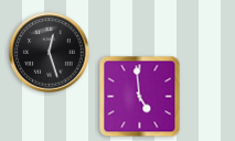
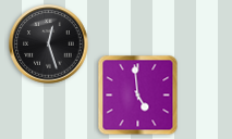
clock at (50, 53) position: (50, 53) -> (49, 45)
